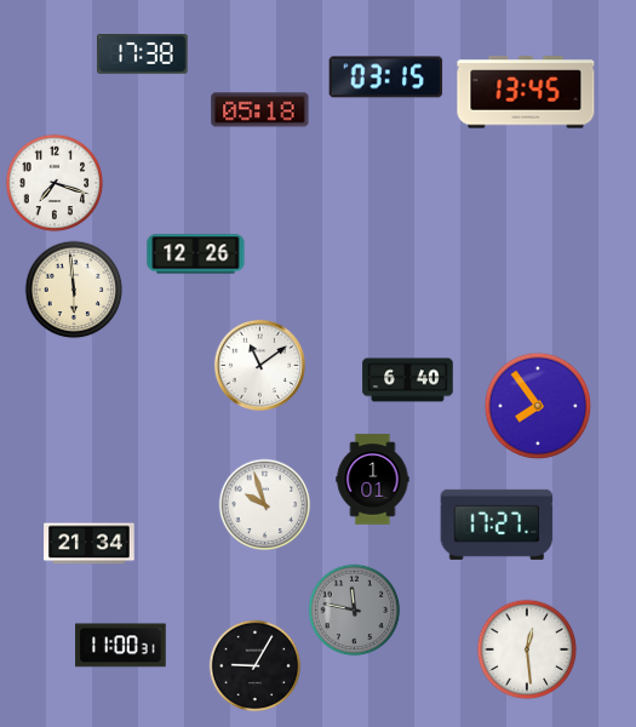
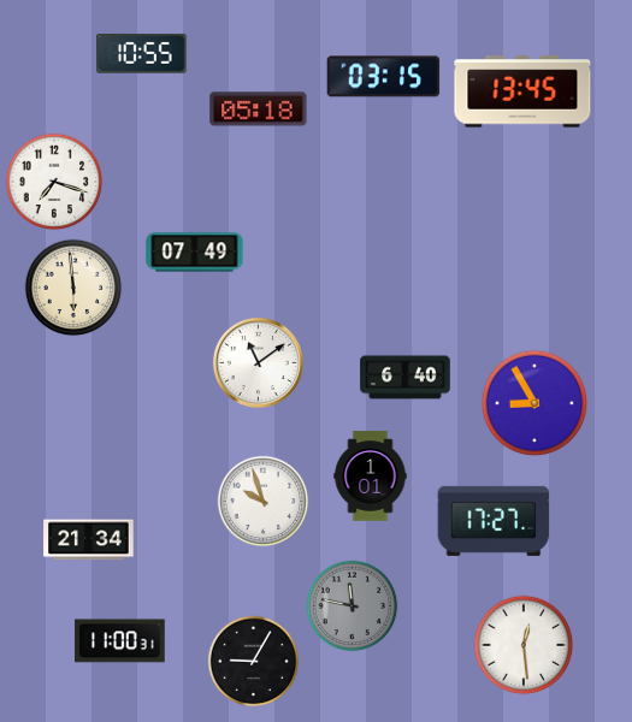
clock at (143, 55): 17:38 -> 10:55
clock at (196, 254): 12:26 -> 07:49
clock at (538, 406): 7:54 -> 8:55
